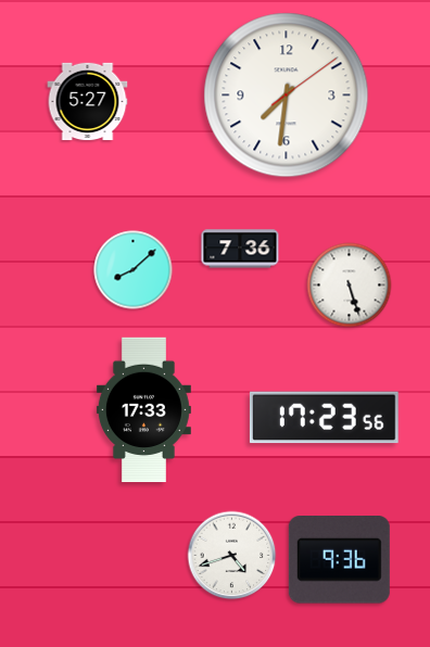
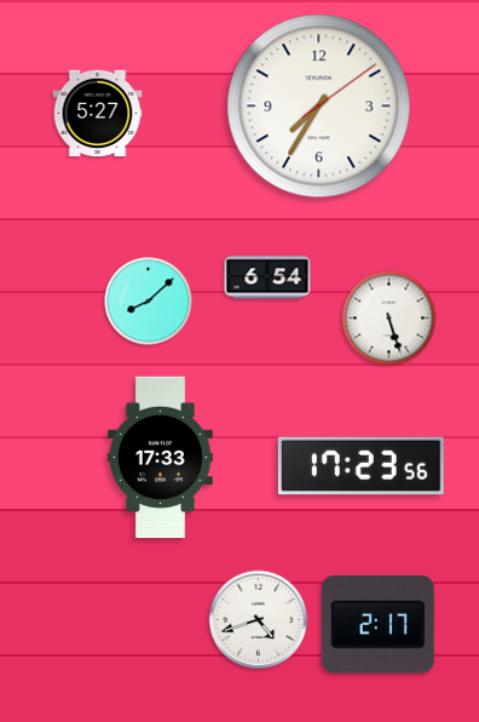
clock at (287, 96): 7:31 -> 7:35
clock at (240, 249): 7:36 -> 6:54
clock at (339, 560): 9:36 -> 2:17
